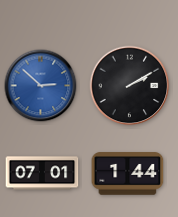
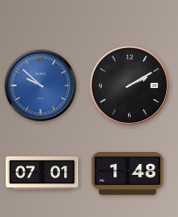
clock at (41, 86): 2:52 -> 9:52
clock at (128, 174): 1:44 -> 1:48
